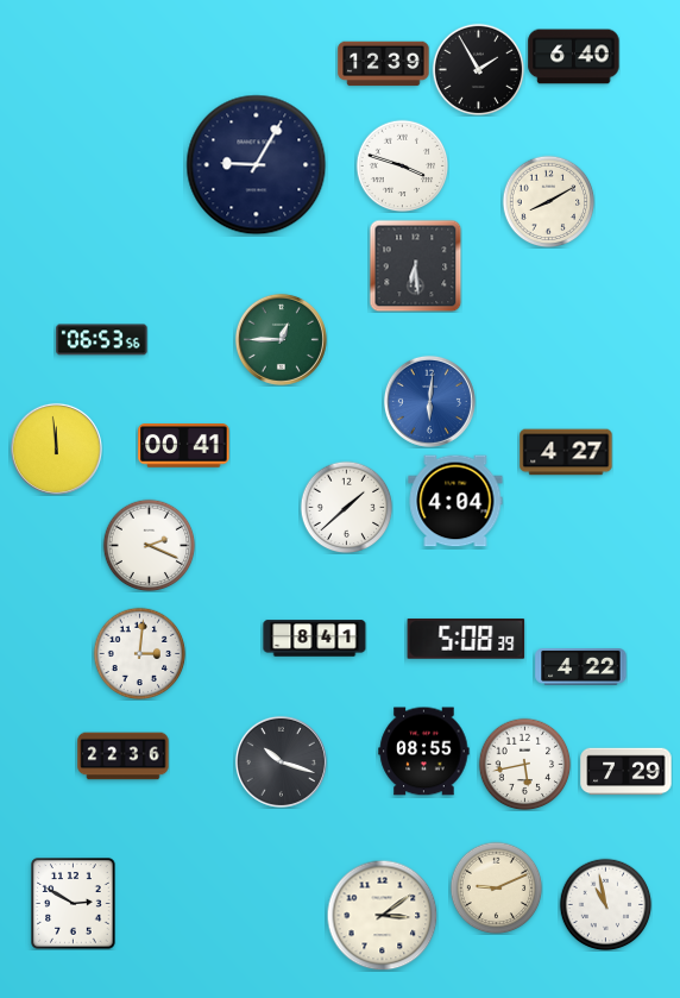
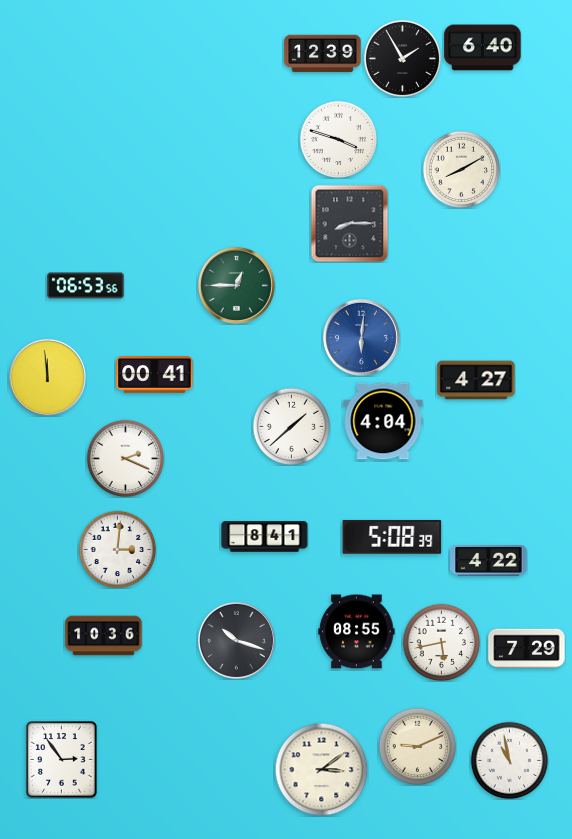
clock at (257, 165): 9:05 -> none
clock at (415, 265): 6:29 -> 8:15
clock at (124, 757): 22:36 -> 10:36
clock at (74, 904): 2:50 -> 2:54
